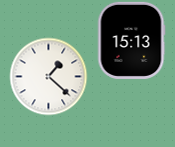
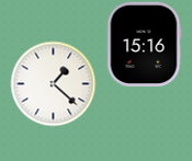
clock at (131, 40): 15:13 -> 15:16
